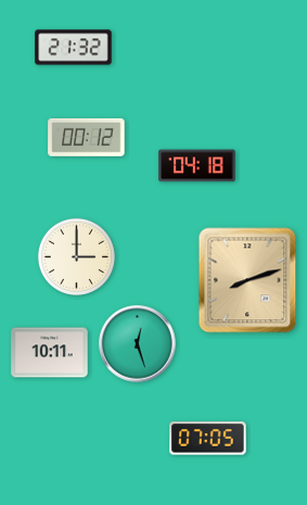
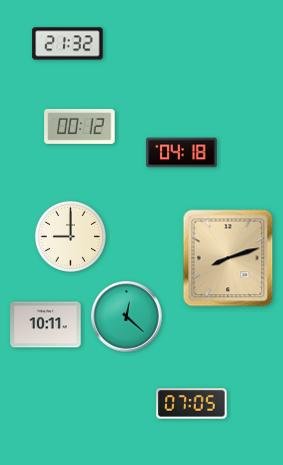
clock at (76, 256): 3:00 -> 9:00
clock at (138, 344): 12:27 -> 12:22
